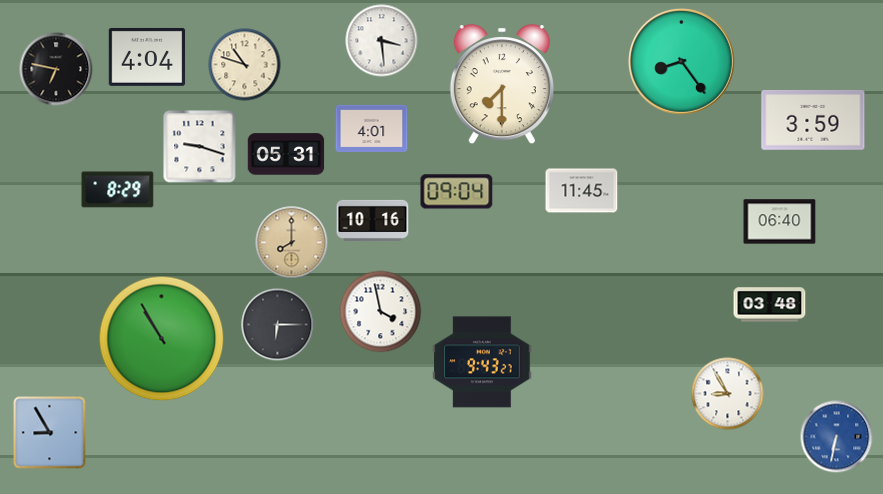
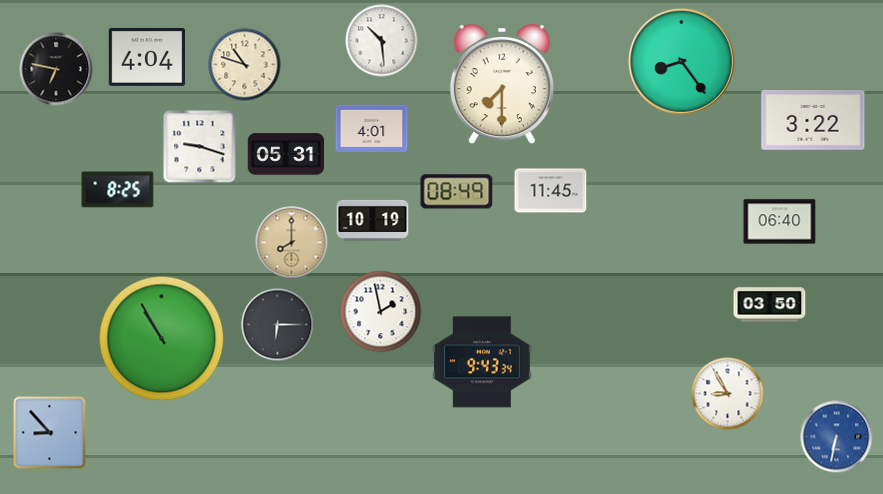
clock at (382, 41): 3:29 -> 10:29
clock at (813, 120): 3:59 -> 3:22
clock at (118, 190): 8:29 -> 8:25
clock at (582, 191) position: (582, 191) -> (551, 191)
clock at (457, 192): 09:04 -> 08:49
clock at (373, 220): 10:16 -> 10:19
clock at (770, 305): 03:48 -> 03:50
clock at (381, 312): 3:58 -> 1:58
clock at (482, 362): 9:43:27 -> 9:43:34
clock at (50, 433): 8:55 -> 8:53
